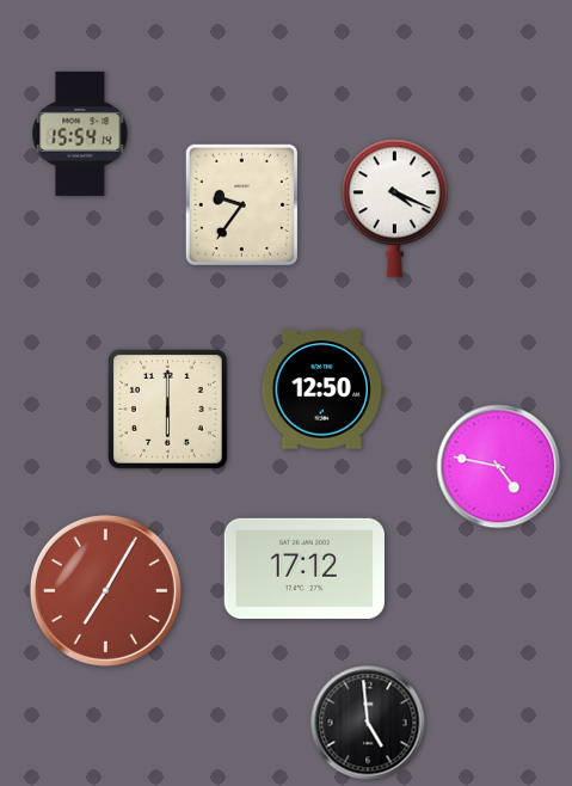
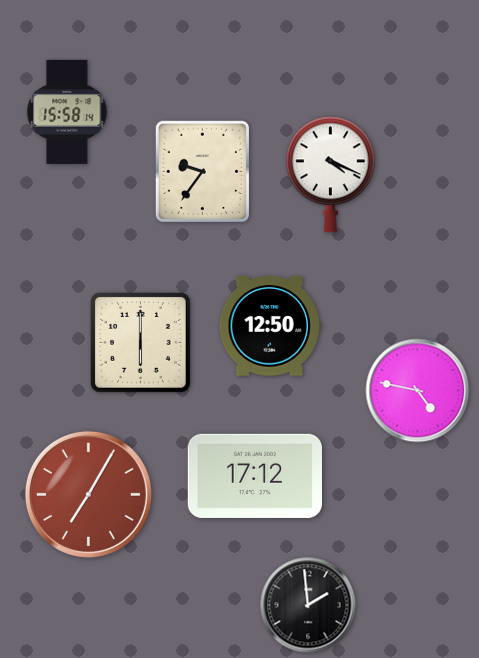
clock at (80, 134): 15:54 -> 15:58
clock at (368, 723): 4:59 -> 1:59
